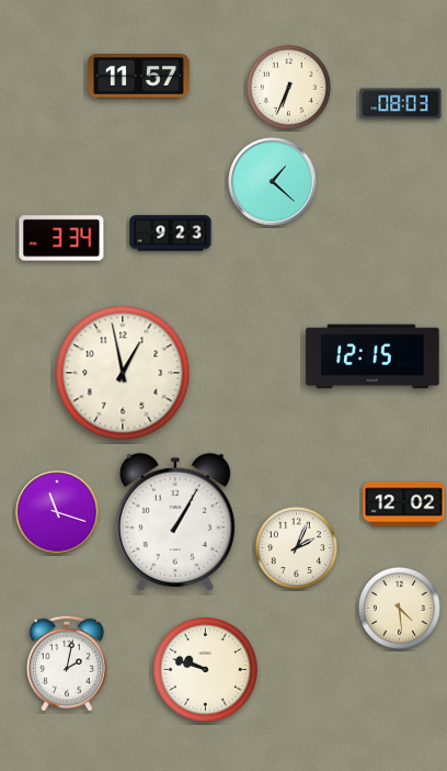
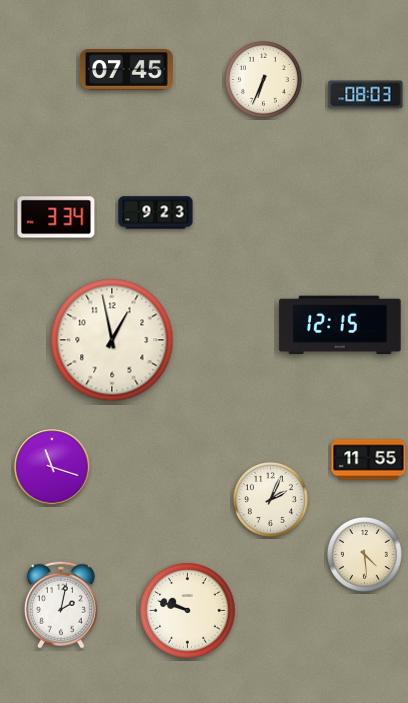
clock at (139, 77): 11:57 -> 07:45
clock at (273, 182): 1:22 -> none
clock at (404, 504): 12:02 -> 11:55
clock at (175, 522): 1:05 -> none
